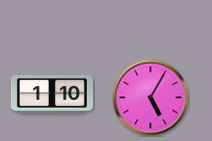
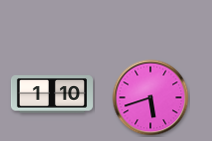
clock at (151, 98): 5:05 -> 5:42
